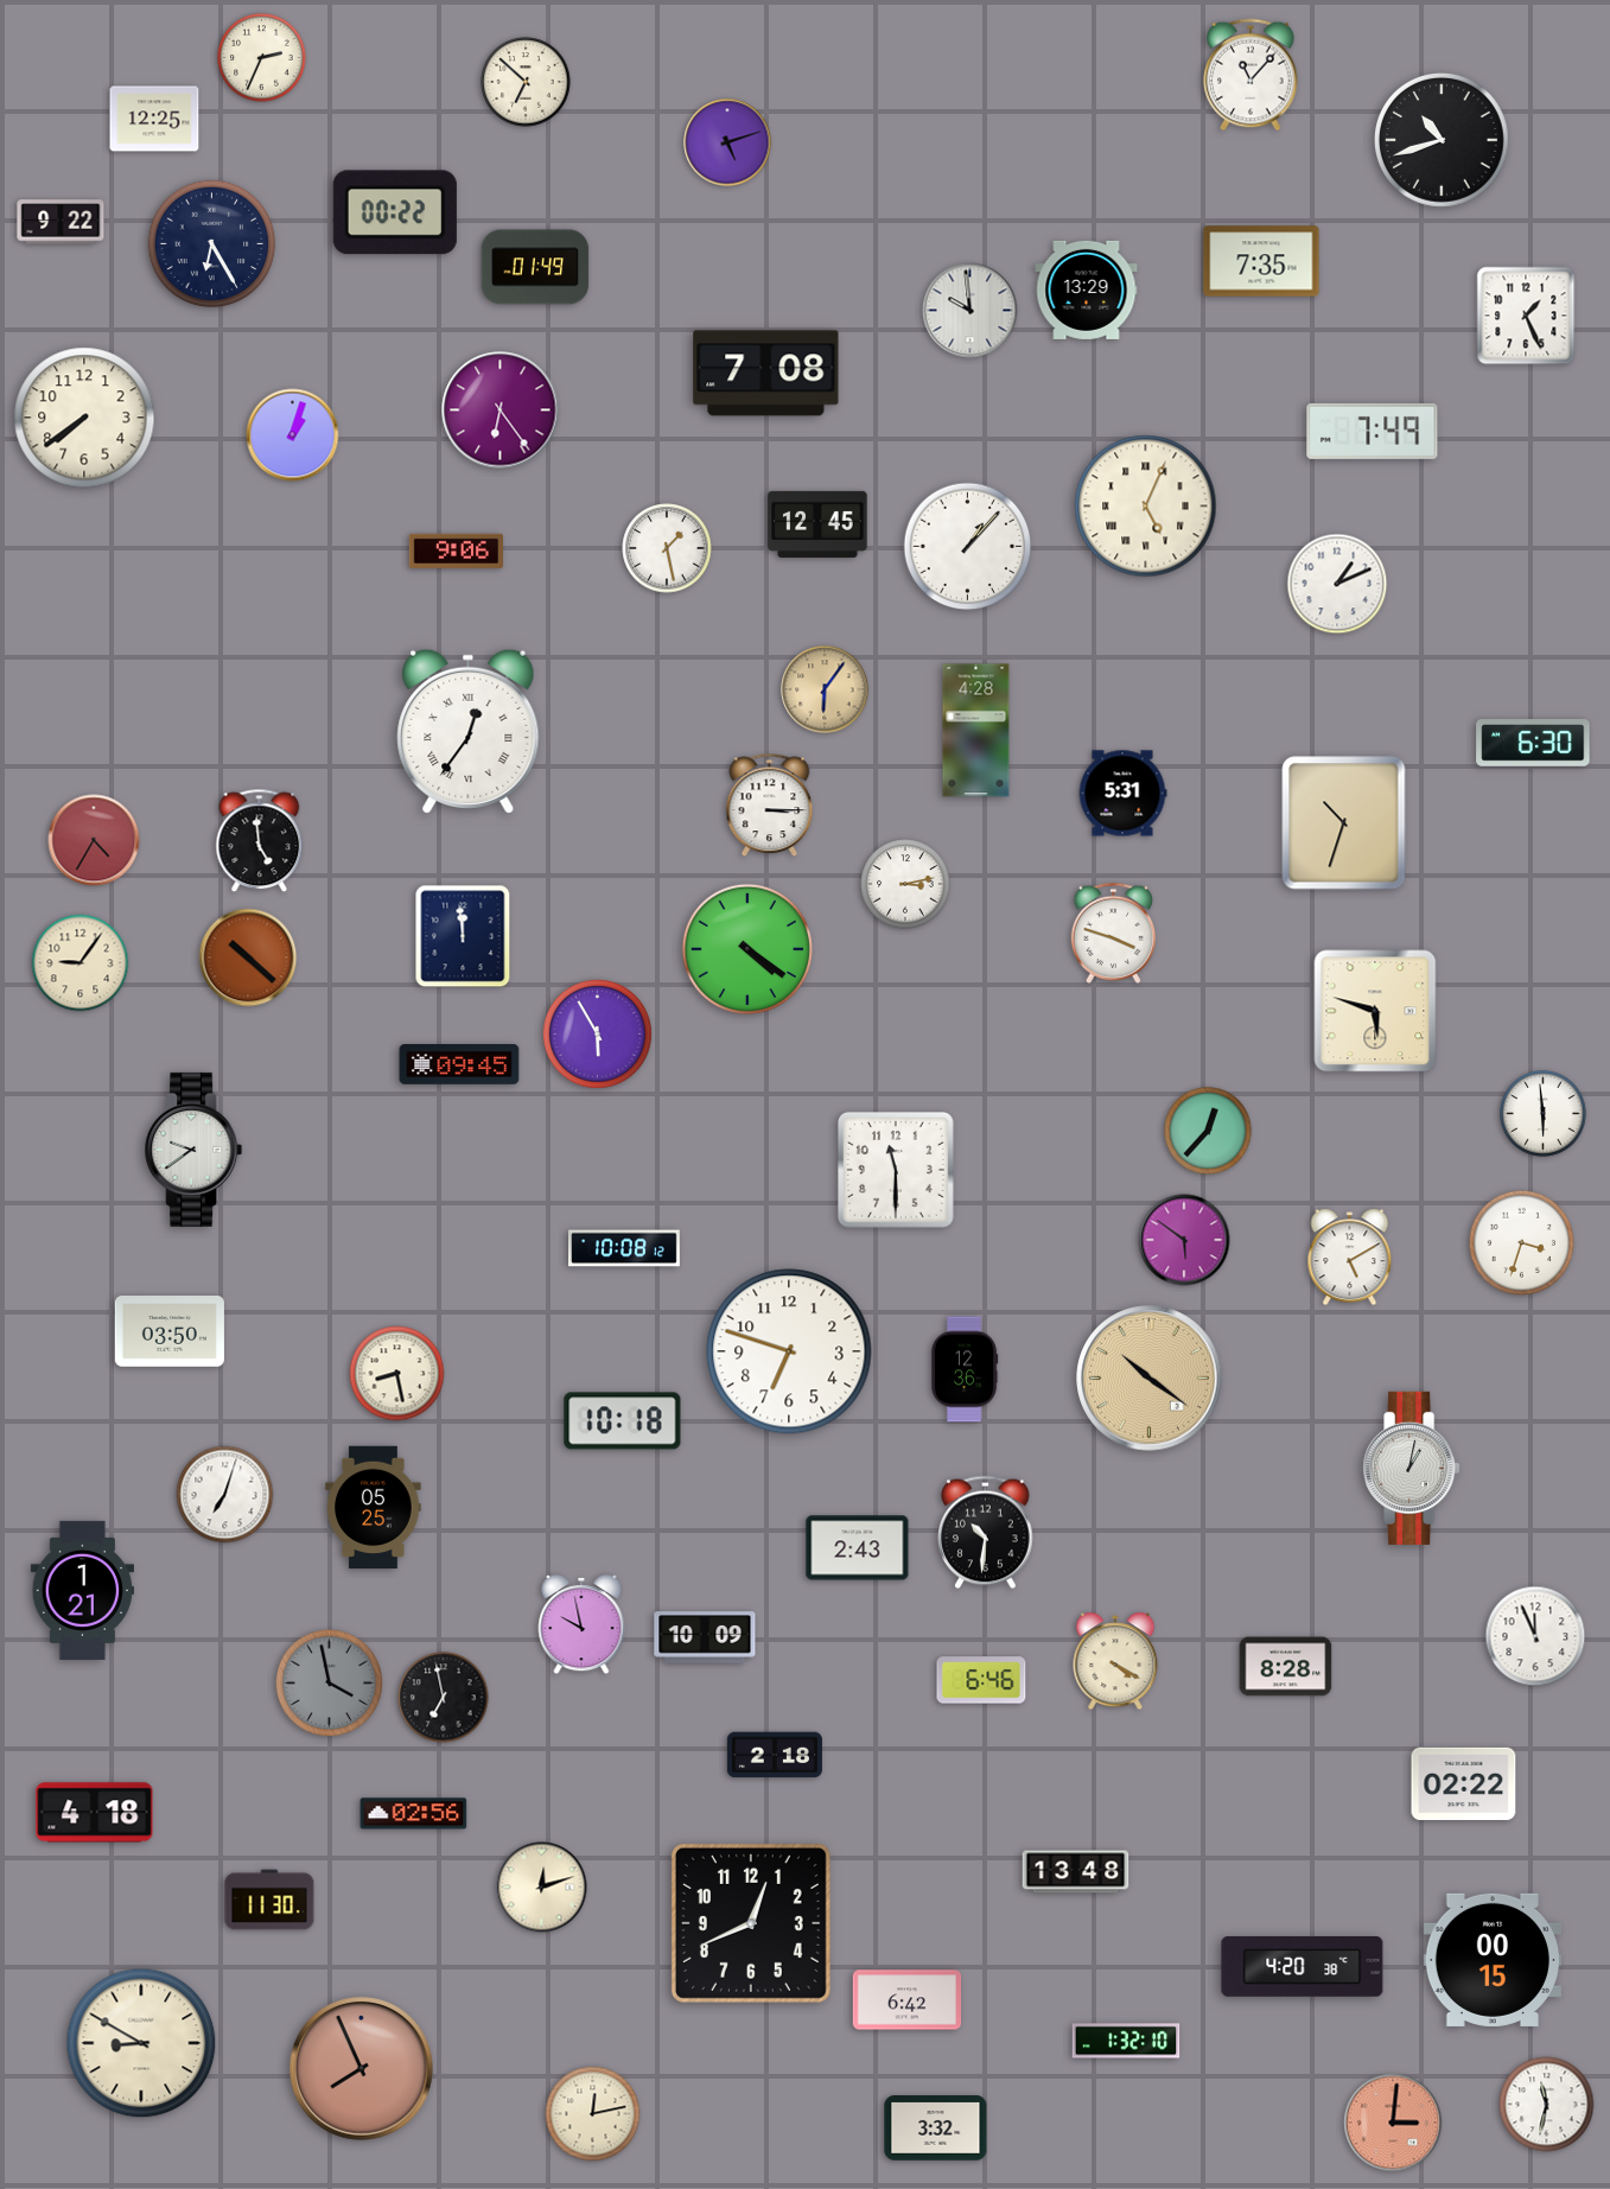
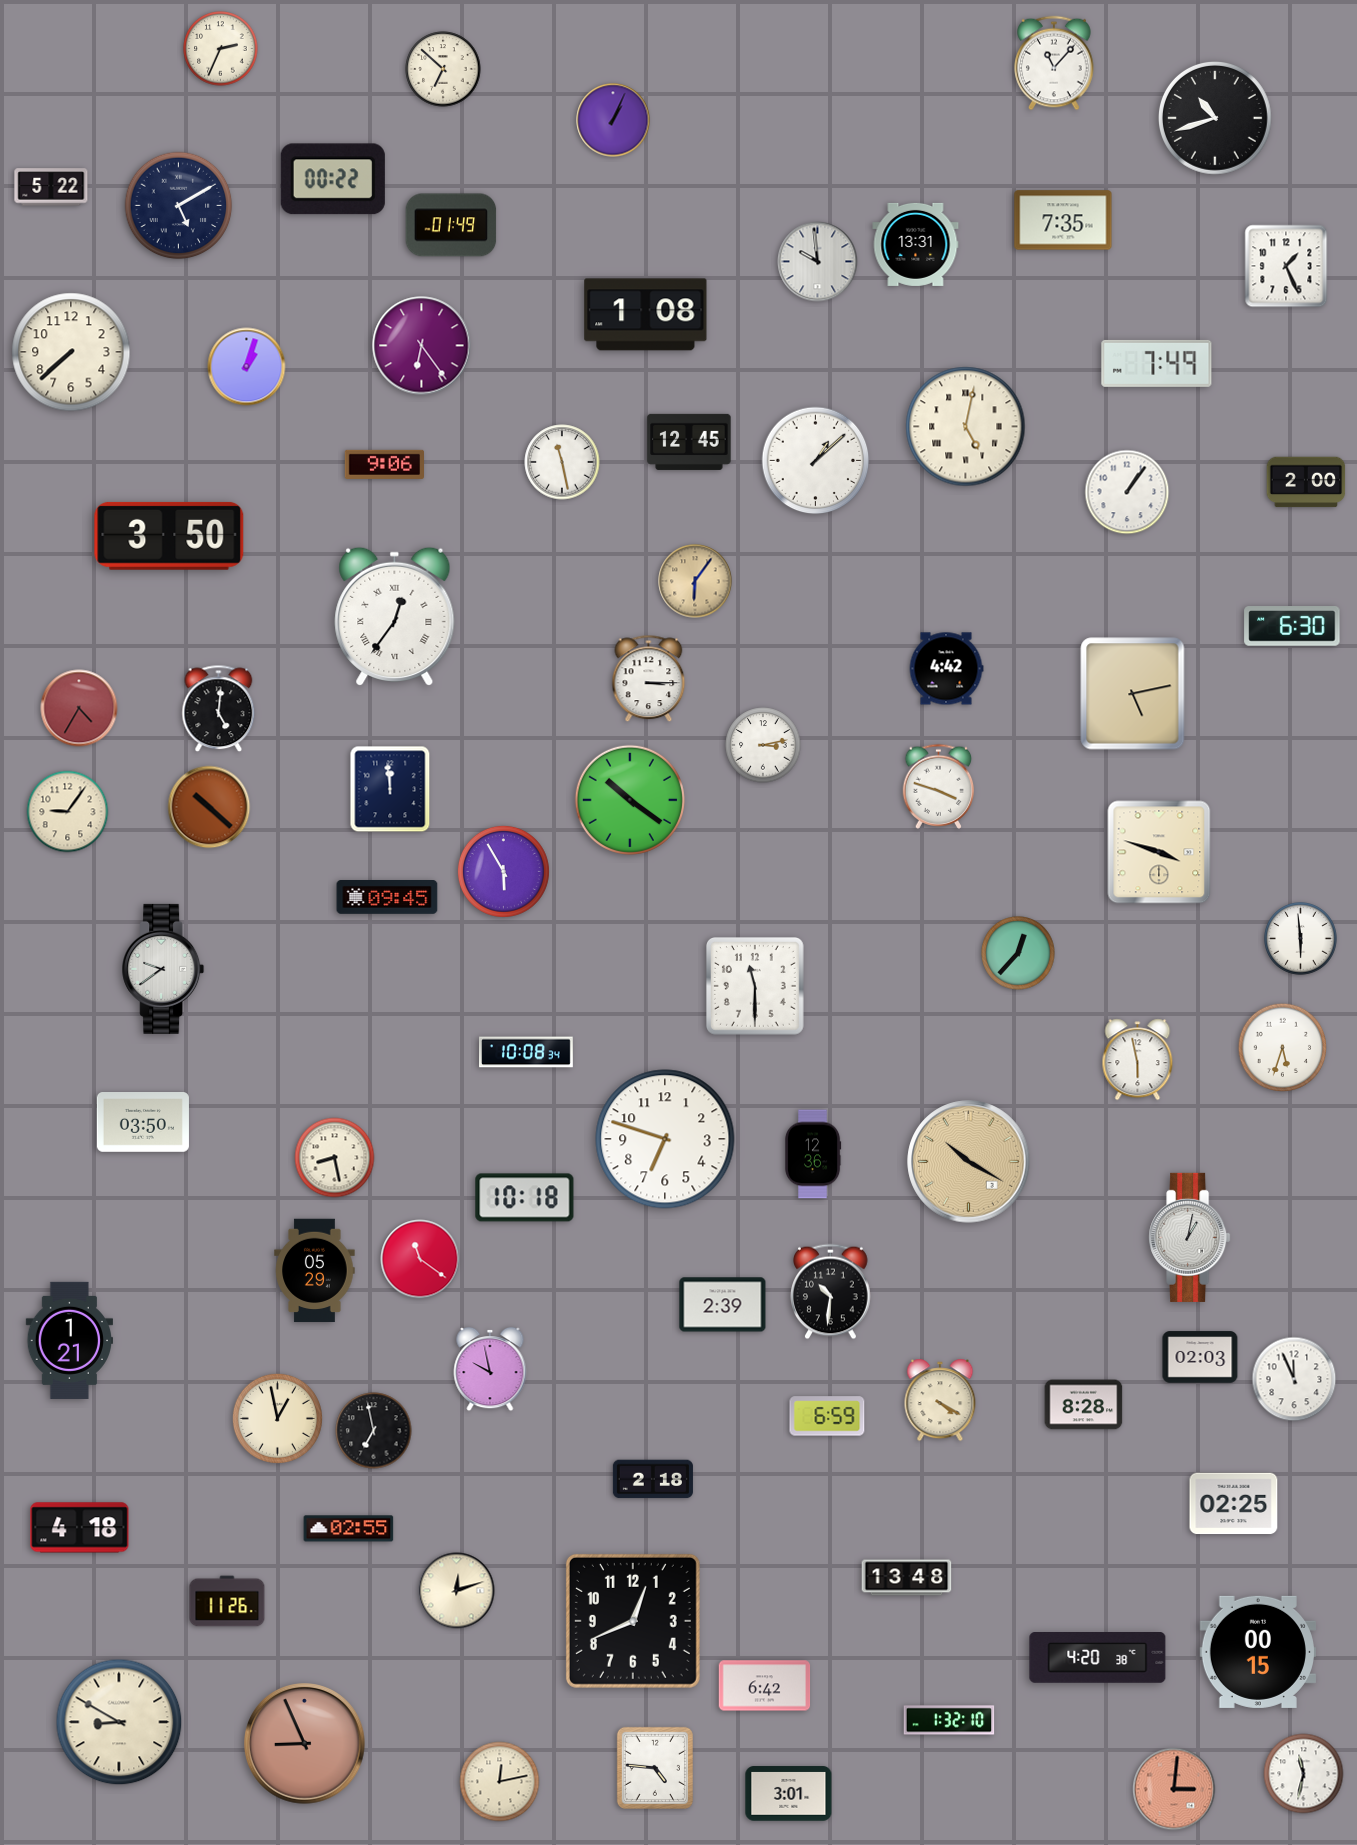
clock at (154, 119): 12:25 -> none
clock at (727, 142): 5:12 -> 1:04
clock at (61, 222): 9:22 -> 5:22
clock at (212, 244): 6:25 -> 5:10
clock at (1087, 289): 13:29 -> 13:31
clock at (766, 374): 7:08 -> 1:08
clock at (84, 418): 7:39 -> 7:38
clock at (1146, 507): 5:04 -> 5:02
clock at (968, 547): 1:07 -> 1:08
clock at (667, 548): 1:28 -> 11:28
clock at (1306, 482): none -> 2:00
clock at (1337, 584): 1:11 -> 1:06
clock at (169, 536): none -> 3:50
clock at (976, 731): 4:28 -> none
clock at (1122, 794): 5:31 -> 4:42
clock at (1344, 823): 10:33 -> 5:13
clock at (260, 841): 4:59 -> 5:01
clock at (747, 949): 4:21 -> 10:21
clock at (1375, 1011): 5:48 -> 3:48
clock at (1184, 1240): 5:51 -> none
clock at (1522, 1243): 3:33 -> 5:33
clock at (625, 1248): 10:08:12 -> 10:08:34
clock at (1350, 1258): 5:10 -> 5:58
clock at (1150, 1379): 10:21 -> 10:20
clock at (420, 1259): none -> 11:21
clock at (225, 1495): 7:03 -> none
clock at (374, 1508): 05:25 -> 05:29
clock at (858, 1548): 2:43 -> 2:39
clock at (1200, 1357): none -> 02:03
clock at (705, 1637): 10:09 -> none
clock at (981, 1680): 6:46 -> 6:59
clock at (329, 1682): 3:58 -> 12:58
clock at (329, 1682) dial: grey -> cream
clock at (1464, 1784): 02:22 -> 02:25
clock at (414, 1814): 02:56 -> 02:55
clock at (269, 1900): 11:30 -> 11:26
clock at (362, 2069): 7:56 -> 8:56
clock at (655, 1768): none -> 4:46
clock at (936, 2128): 3:32 -> 3:01
